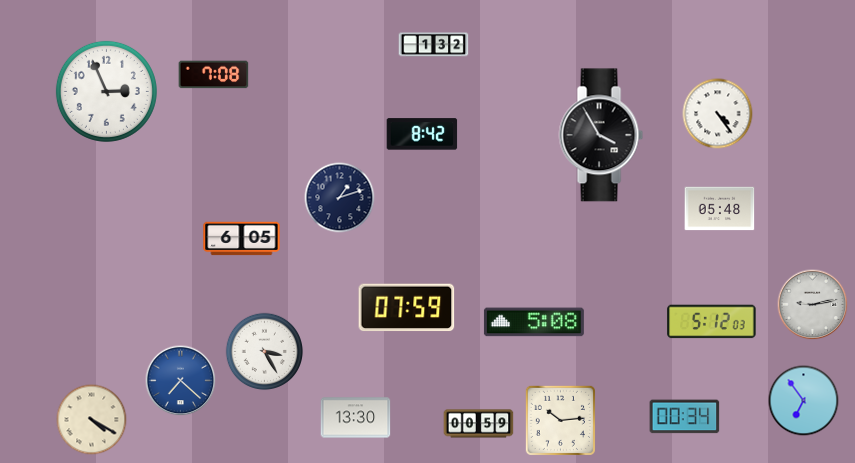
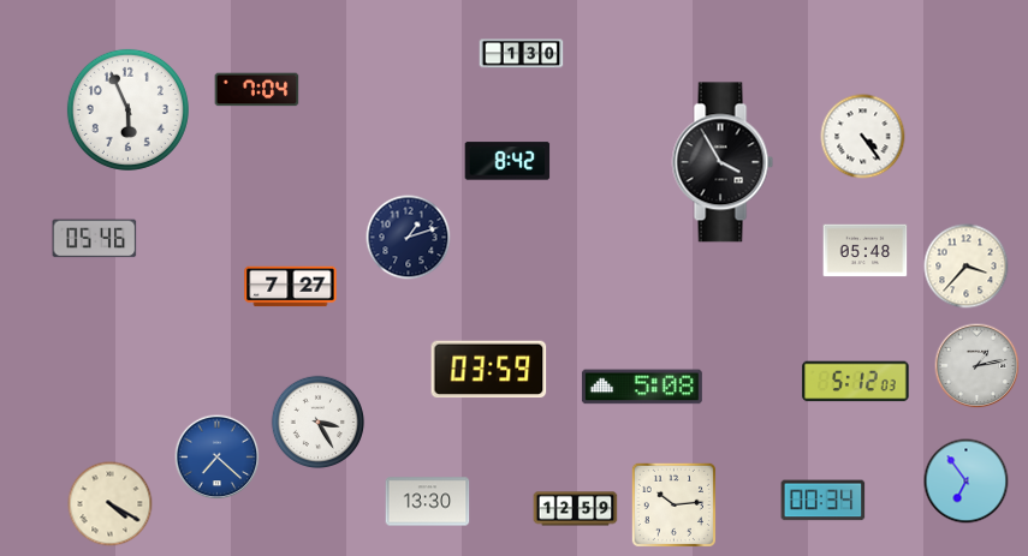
clock at (434, 45): 1:32 -> 1:30
clock at (214, 75): 7:08 -> 7:04
clock at (106, 91): 2:56 -> 5:56
clock at (95, 239): none -> 05:46
clock at (967, 267): none -> 3:37
clock at (242, 239): 6:05 -> 7:27
clock at (813, 305): 9:13 -> 1:13
clock at (407, 308): 07:59 -> 03:59
clock at (712, 322) position: (712, 322) -> (856, 382)
clock at (479, 424): 00:59 -> 12:59
